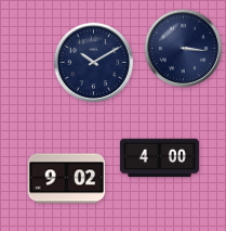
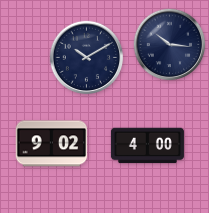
clock at (184, 49): 3:16 -> 10:16
clock at (67, 179) position: (67, 179) -> (52, 144)
